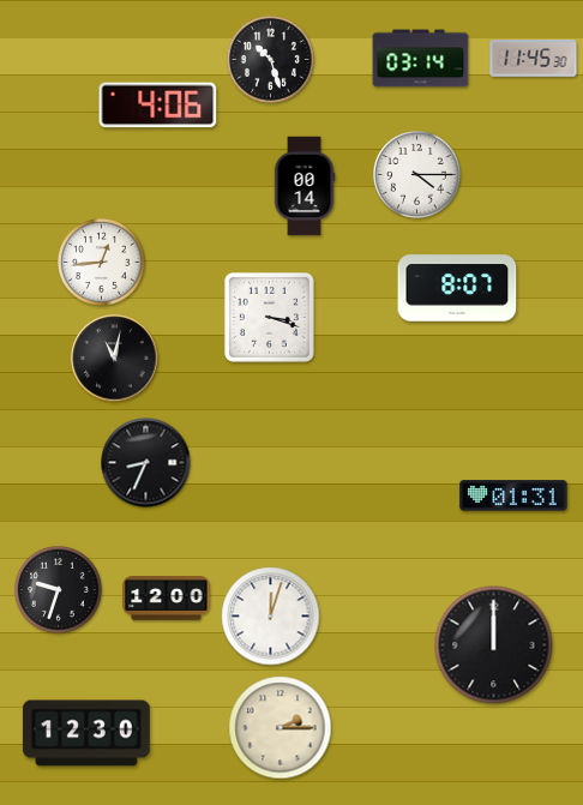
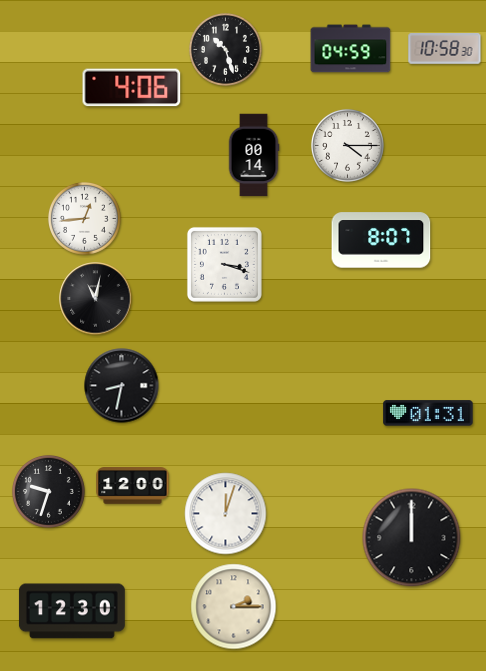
clock at (421, 59): 03:14 -> 04:59
clock at (534, 59): 11:45 -> 10:58
clock at (146, 463): 8:34 -> 8:32
clock at (167, 599) position: (167, 599) -> (133, 486)
